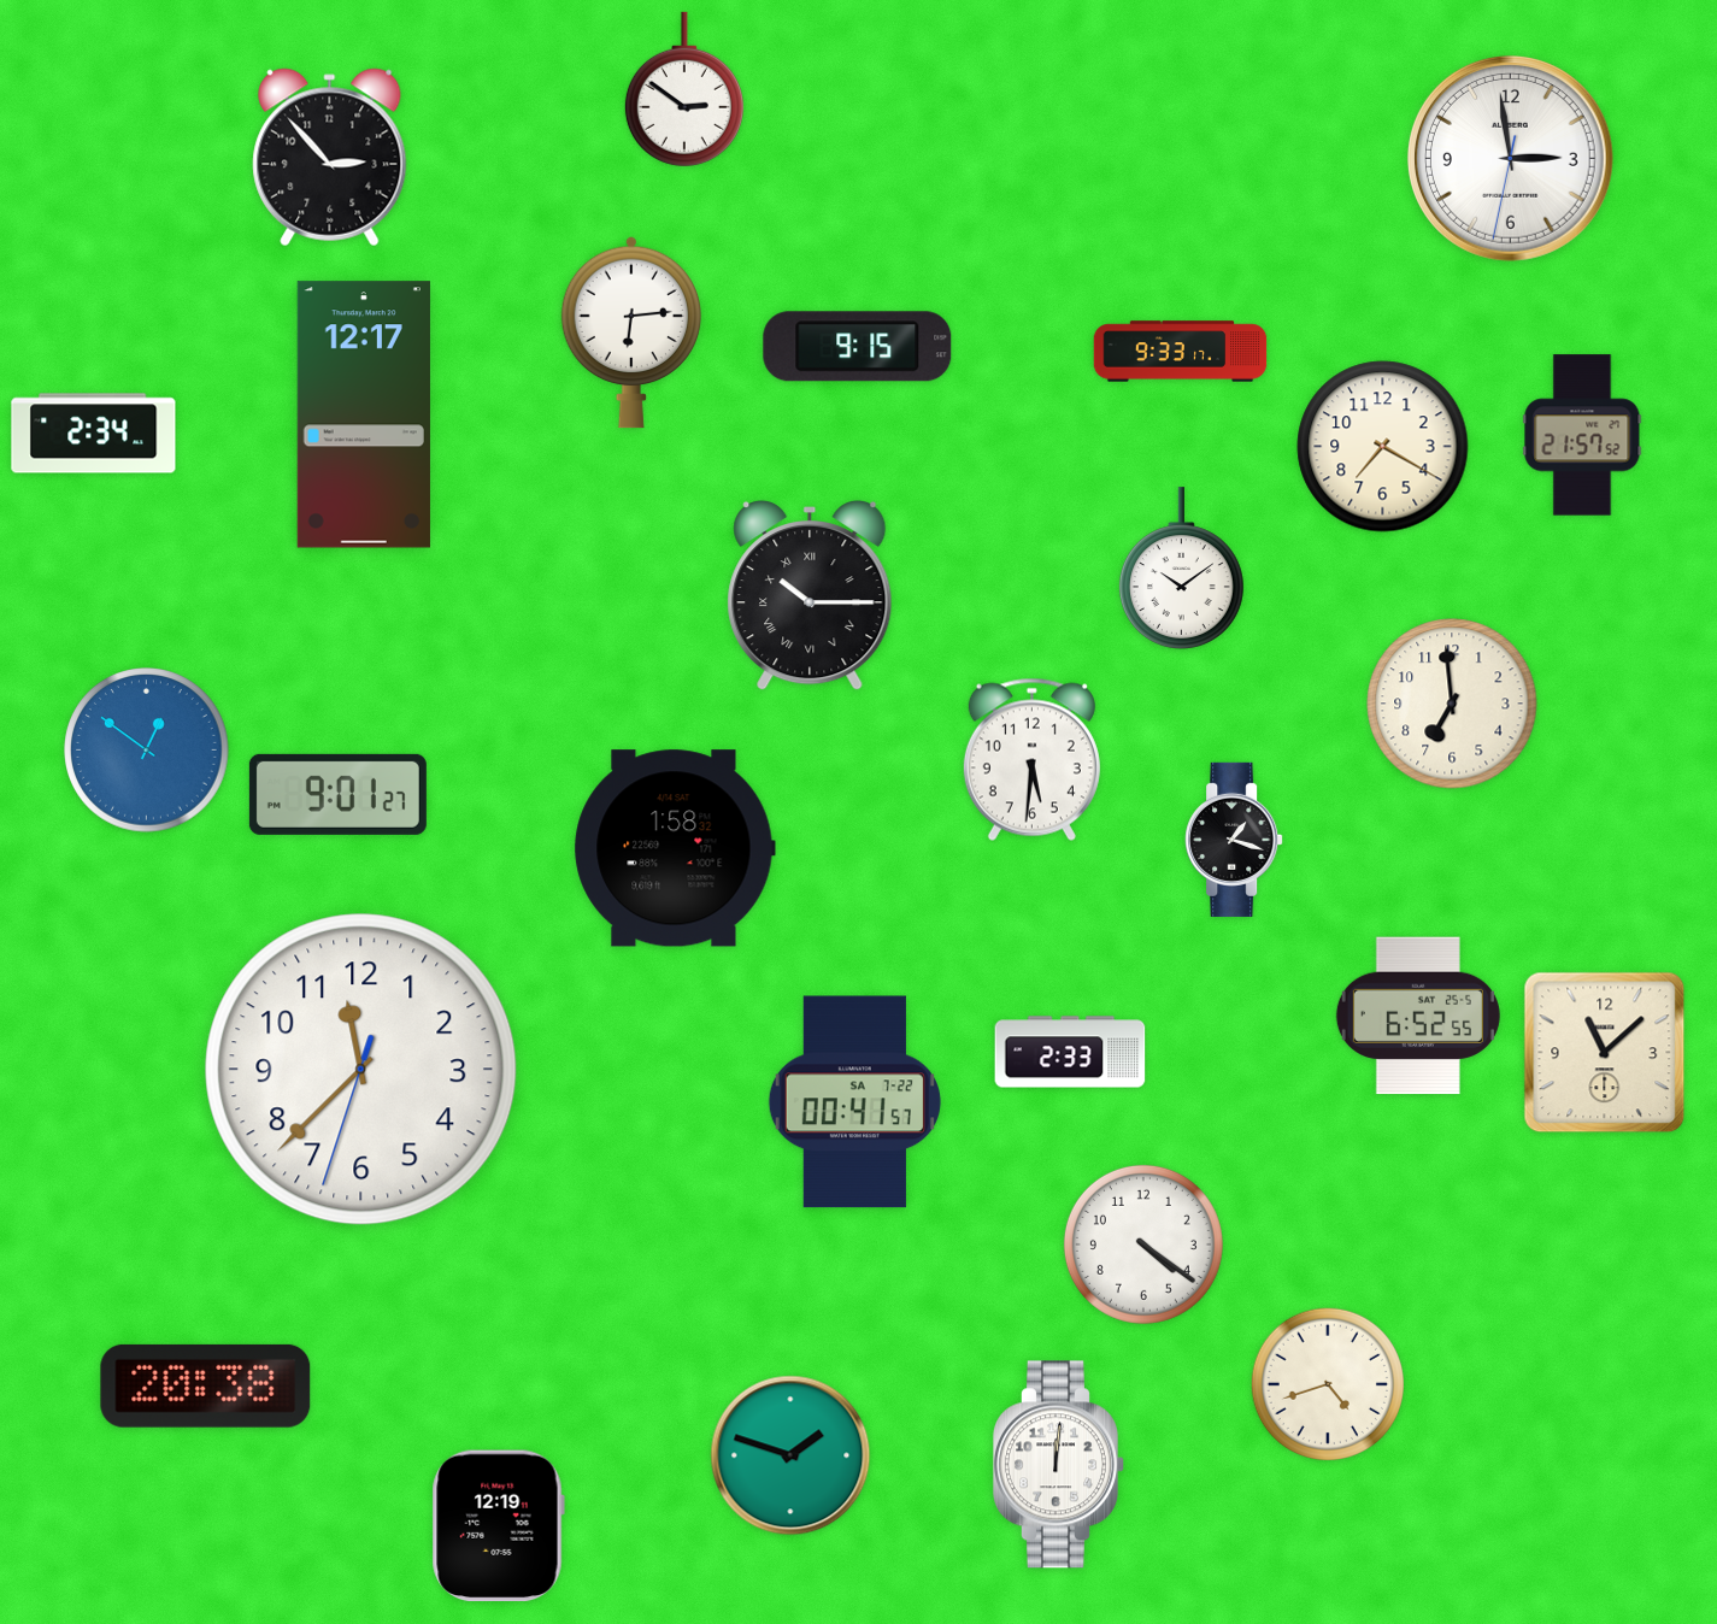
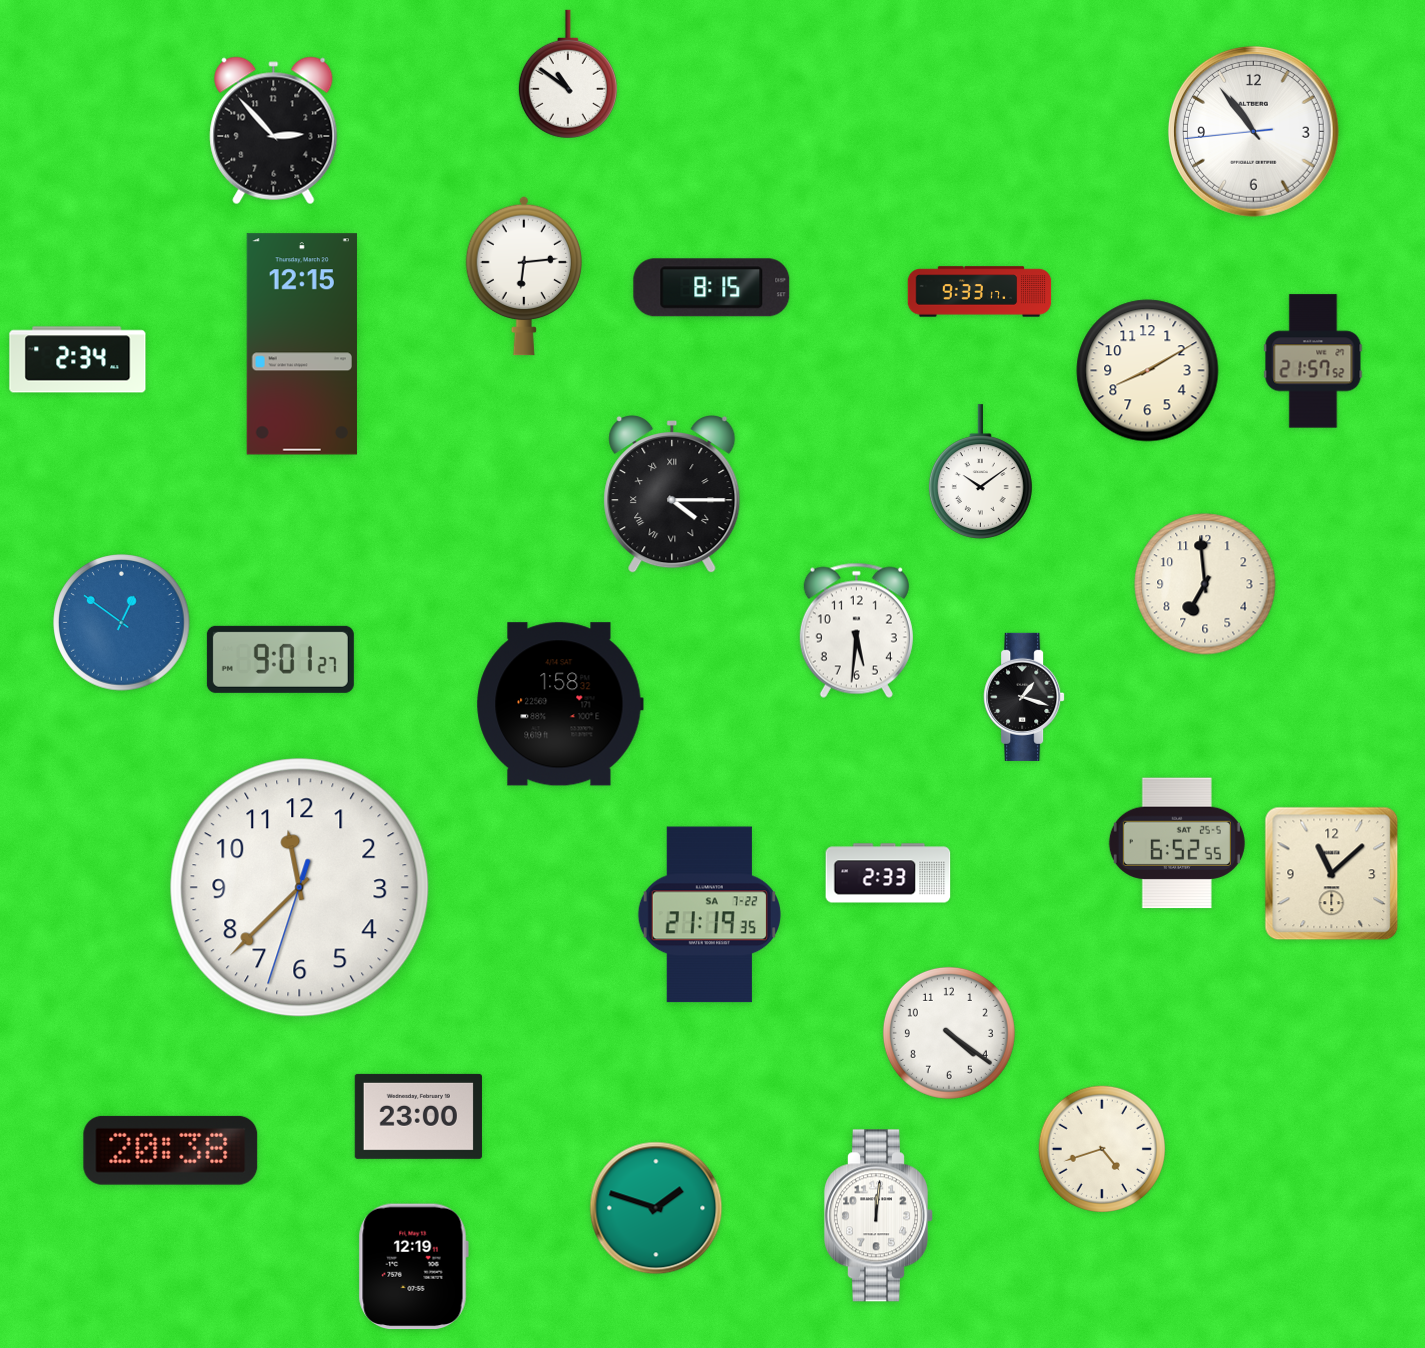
clock at (684, 89): 2:51 -> 10:51
clock at (1510, 158): 2:58 -> 10:53
clock at (858, 347): 9:15 -> 8:15
clock at (364, 414): 12:17 -> 12:15
clock at (1383, 447): 7:20 -> 8:10
clock at (810, 595): 10:15 -> 4:15
clock at (854, 1102): 00:41 -> 21:19
clock at (418, 1116): none -> 23:00
